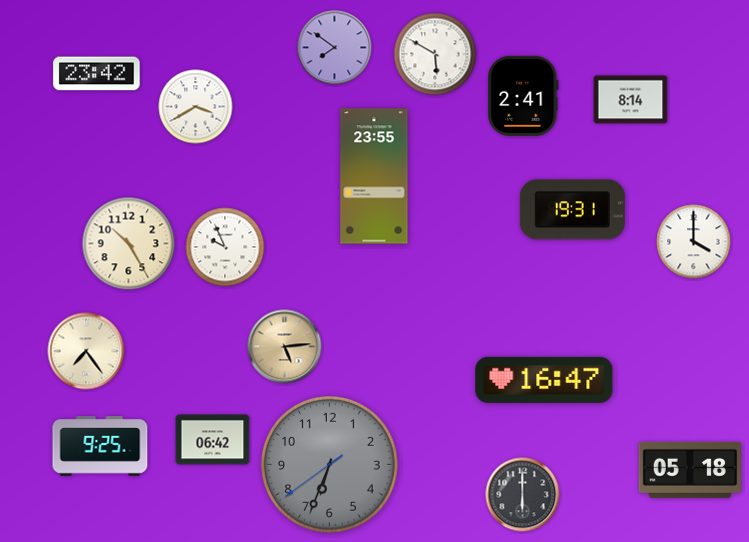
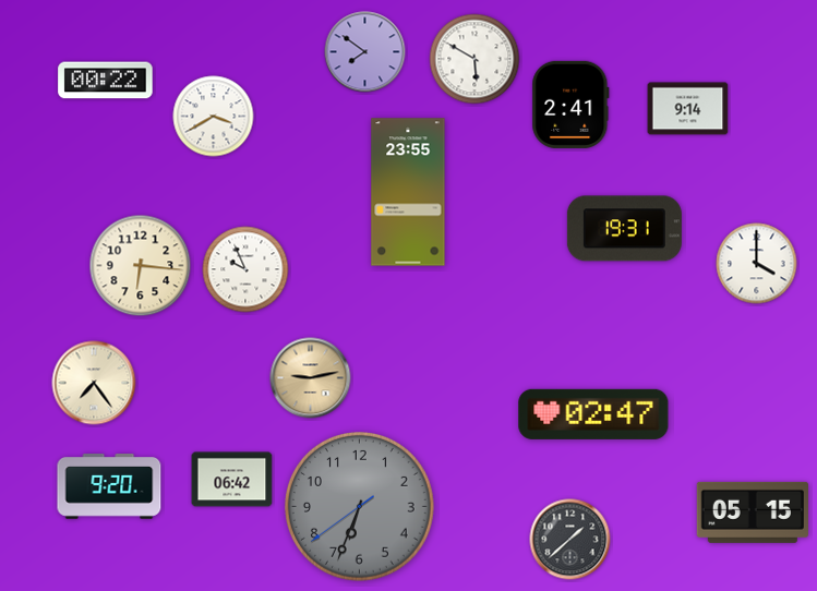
clock at (97, 74): 23:42 -> 00:22
clock at (631, 100): 8:14 -> 9:14
clock at (129, 244): 10:25 -> 6:16
clock at (285, 347): 5:14 -> 9:13
clock at (544, 380): 16:47 -> 02:47
clock at (100, 447): 9:25 -> 9:20
clock at (690, 470): 05:18 -> 05:15
clock at (523, 495): 6:00 -> 1:38
